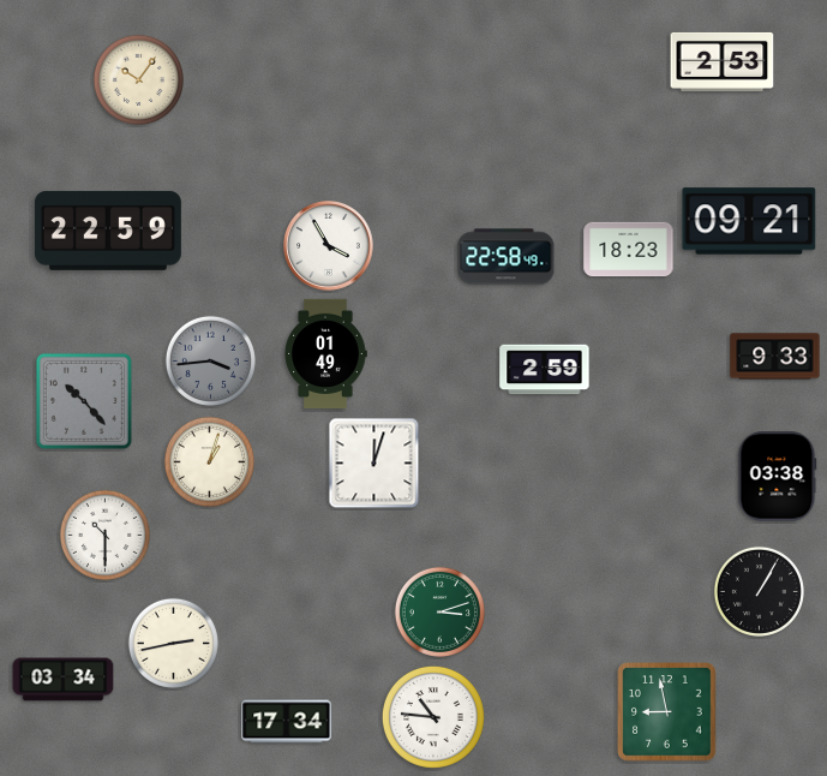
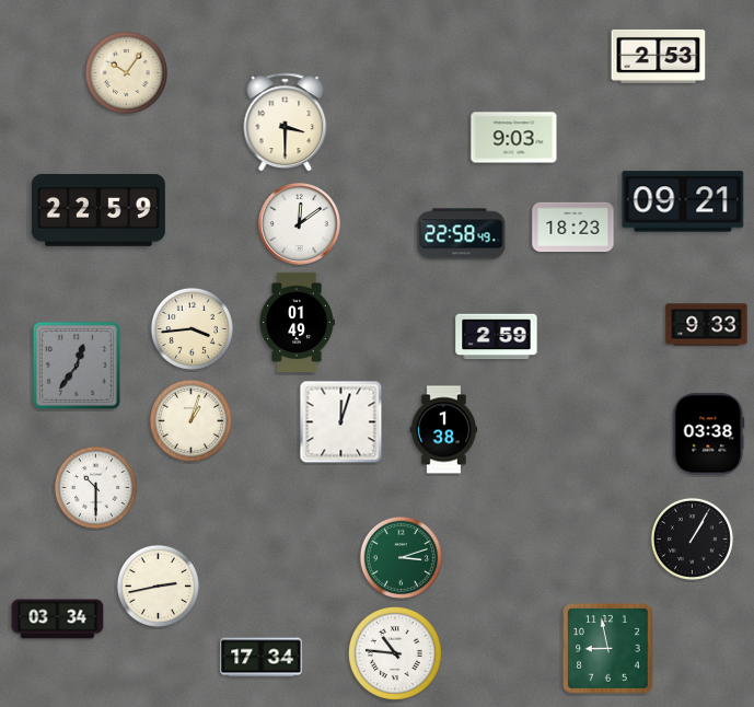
clock at (286, 123): none -> 3:30
clock at (514, 138): none -> 9:03
clock at (329, 246): 3:55 -> 12:09
clock at (210, 360) dial: grey -> cream
clock at (84, 401): 10:23 -> 12:36
clock at (444, 430): none -> 1:38
